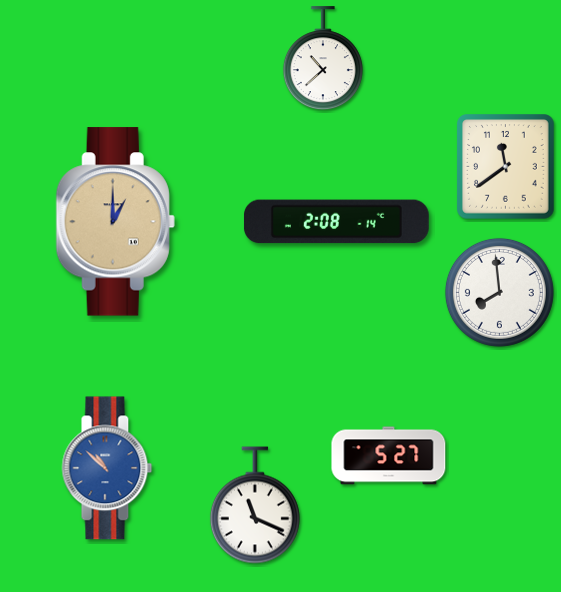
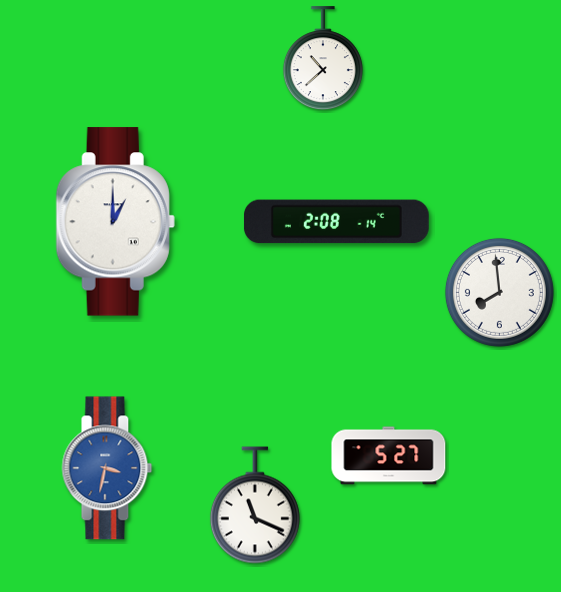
clock at (506, 167): 11:39 -> none
clock at (115, 222) dial: champagne -> white
clock at (107, 468): 10:52 -> 3:32
